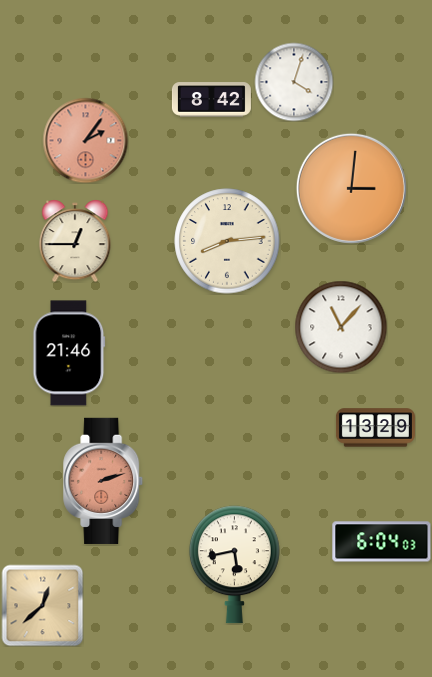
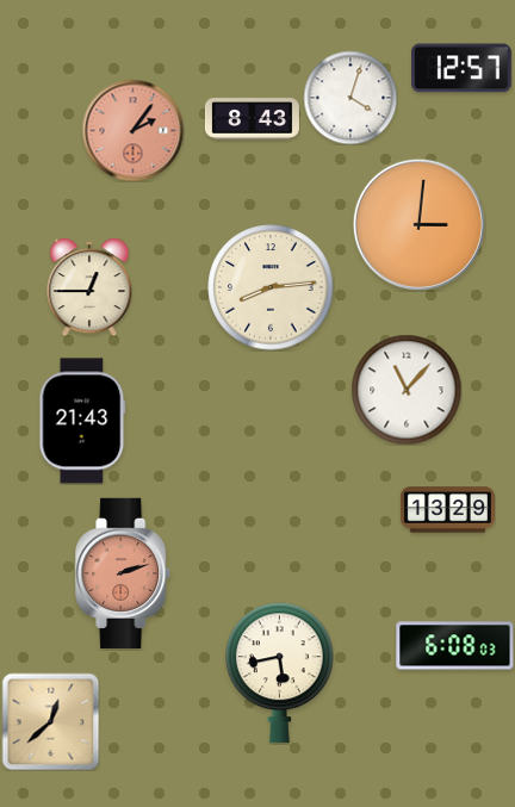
clock at (463, 68): none -> 12:57
clock at (211, 100): 8:42 -> 8:43
clock at (85, 140) position: (85, 140) -> (132, 130)
clock at (69, 353): 21:46 -> 21:43
clock at (382, 542): 6:04 -> 6:08
